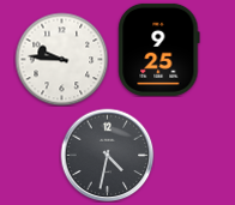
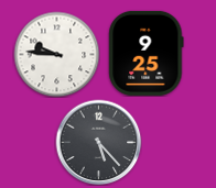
clock at (159, 49) position: (159, 49) -> (147, 53)
clock at (107, 155): 4:32 -> 5:23
